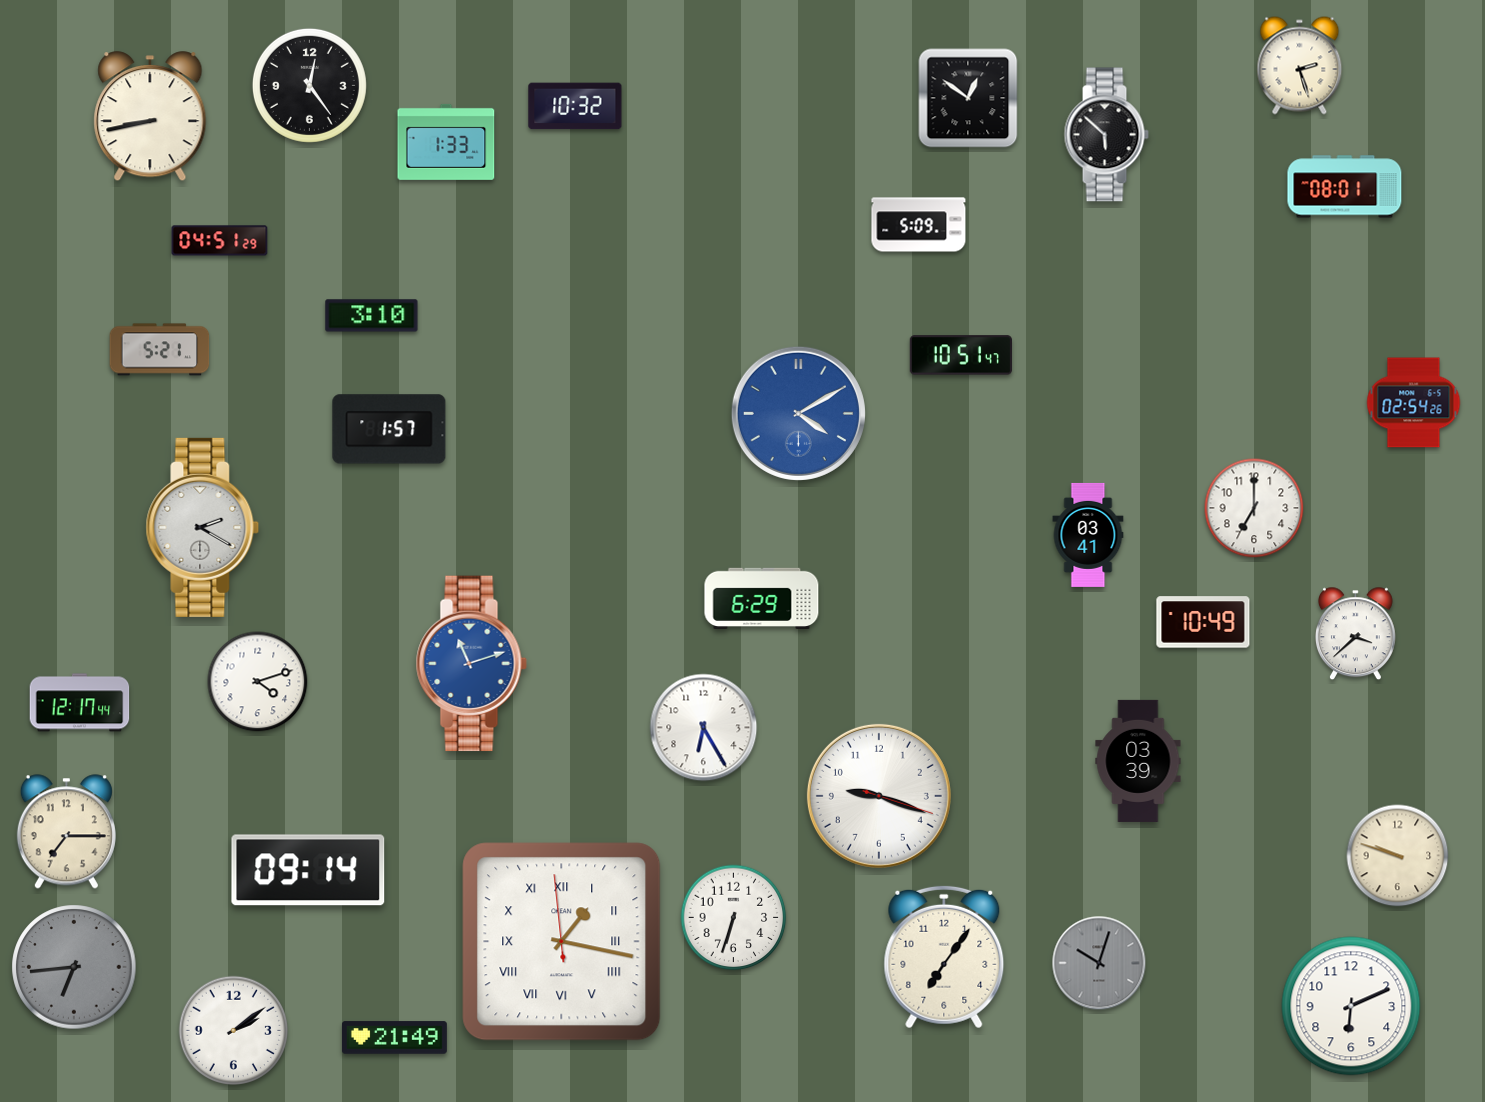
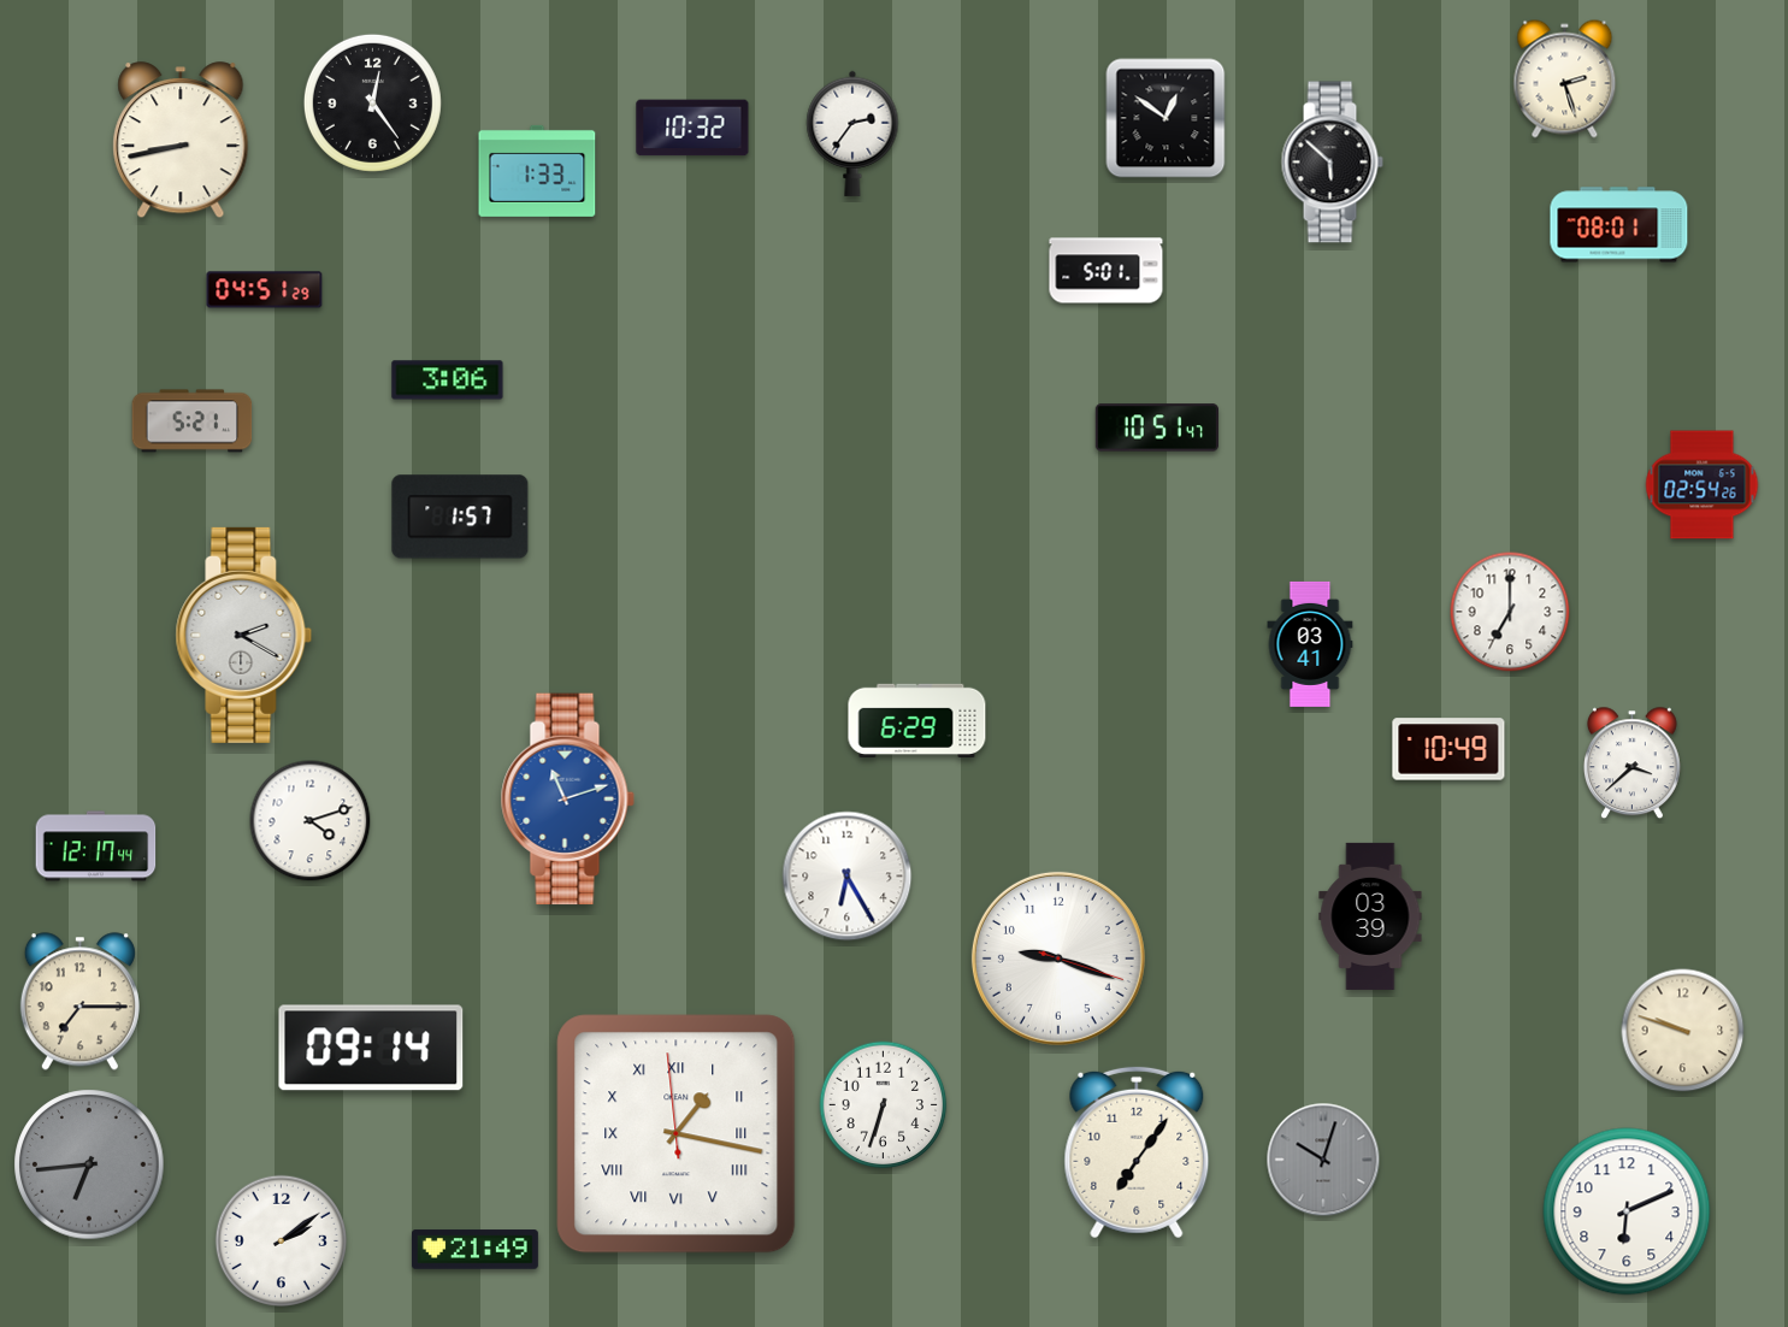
clock at (852, 134): none -> 2:36
clock at (919, 225): 5:09 -> 5:01
clock at (372, 316): 3:10 -> 3:06
clock at (798, 413): 4:10 -> none
clock at (389, 429) position: (389, 429) -> (460, 517)
